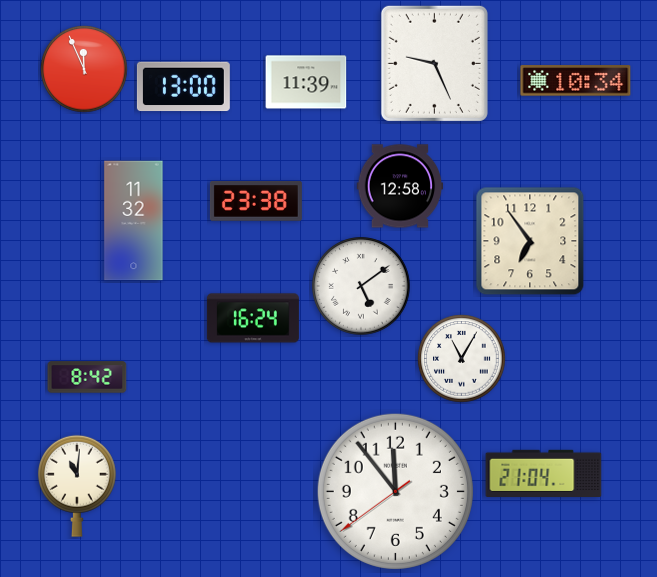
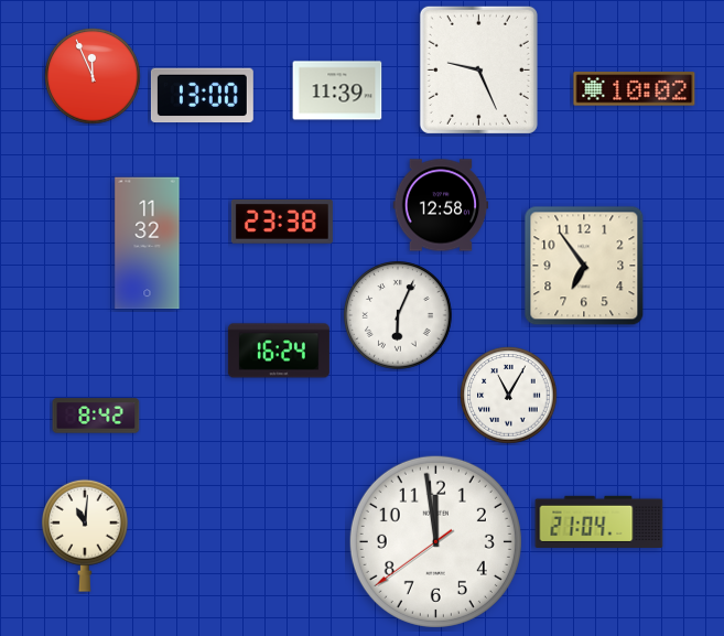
clock at (576, 81): 10:34 -> 10:02
clock at (361, 286): 5:09 -> 6:04
clock at (395, 491): 11:53 -> 11:58
